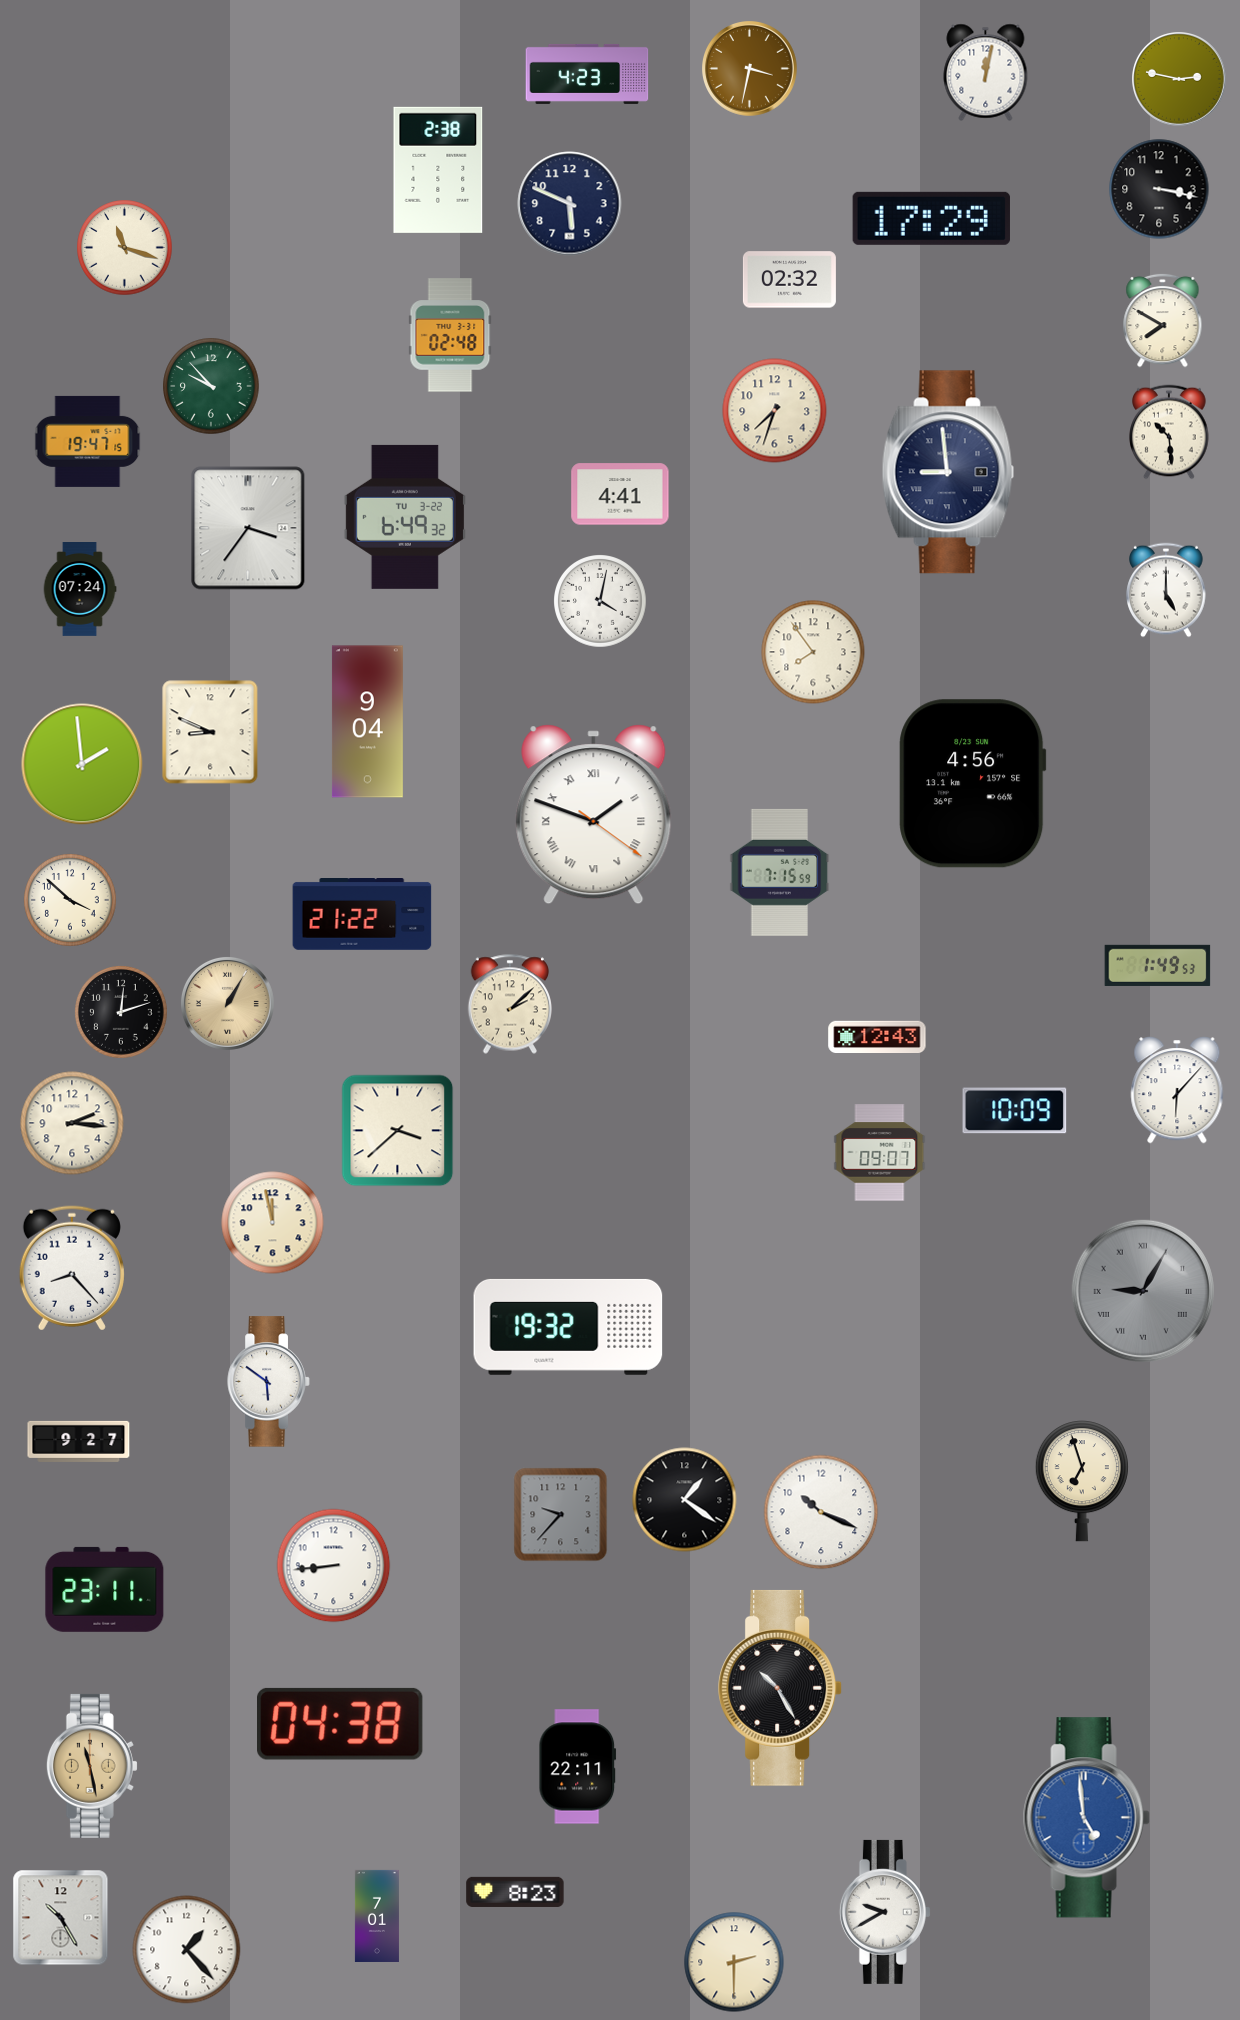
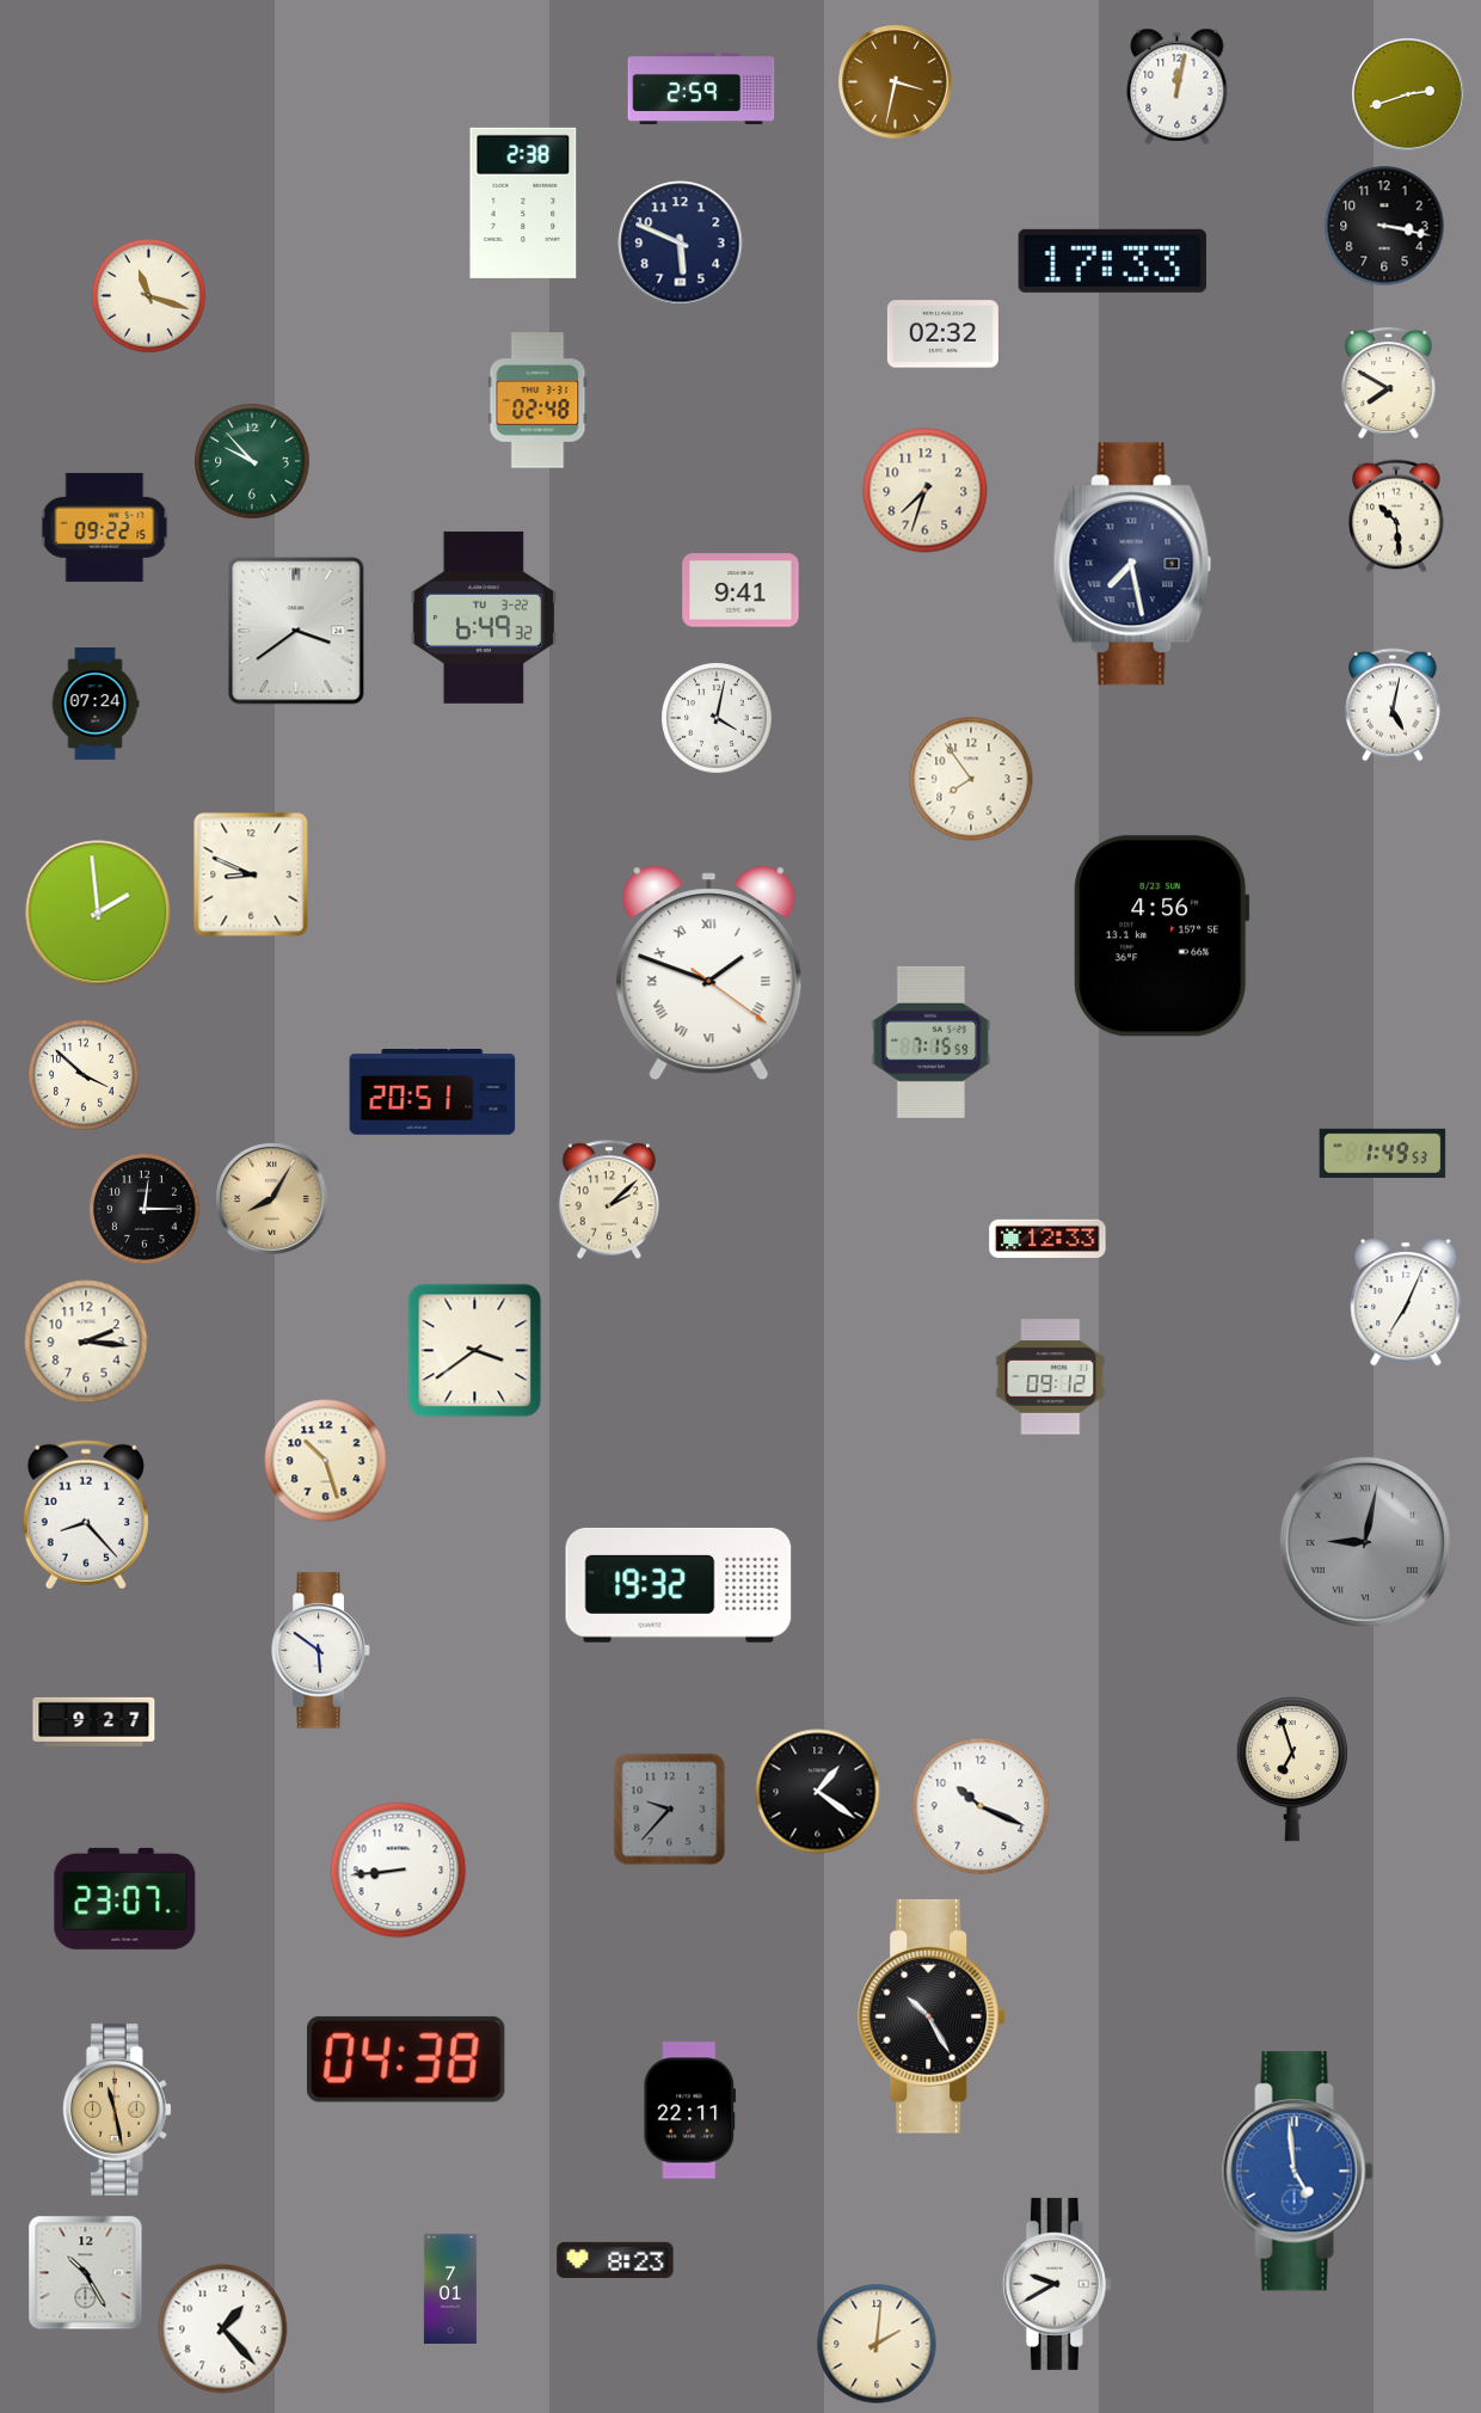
clock at (587, 74): 4:23 -> 2:59
clock at (1180, 80): 2:47 -> 2:42
clock at (931, 218): 17:29 -> 17:33
clock at (88, 441): 19:47 -> 09:22
clock at (948, 472): 8:59 -> 7:28
clock at (620, 494): 4:41 -> 9:41
clock at (248, 528): 3:36 -> 3:39
clock at (1166, 590): 5:00 -> 5:02
clock at (367, 722): 9:04 -> none
clock at (362, 915): 21:22 -> 20:51
clock at (227, 1003): 1:05 -> 8:05
clock at (122, 1013): 12:12 -> 12:15
clock at (877, 1036): 12:43 -> 12:33
clock at (1177, 1090): 6:07 -> 7:04
clock at (1015, 1111): 10:09 -> none
clock at (398, 1131): 3:38 -> 3:39
clock at (880, 1153): 09:07 -> 09:12
clock at (273, 1223): 11:58 -> 10:27
clock at (1143, 1291): 9:05 -> 9:02
clock at (105, 1589): 23:11 -> 23:07
clock at (92, 1766) position: (92, 1766) -> (117, 2110)
clock at (61, 1918) position: (61, 1918) -> (86, 2273)
clock at (734, 1962): 2:30 -> 2:01
